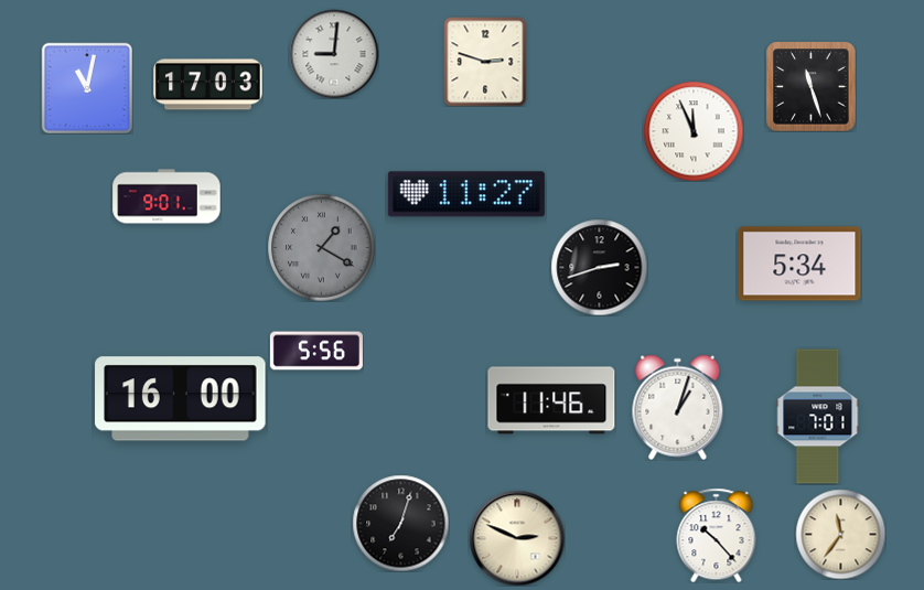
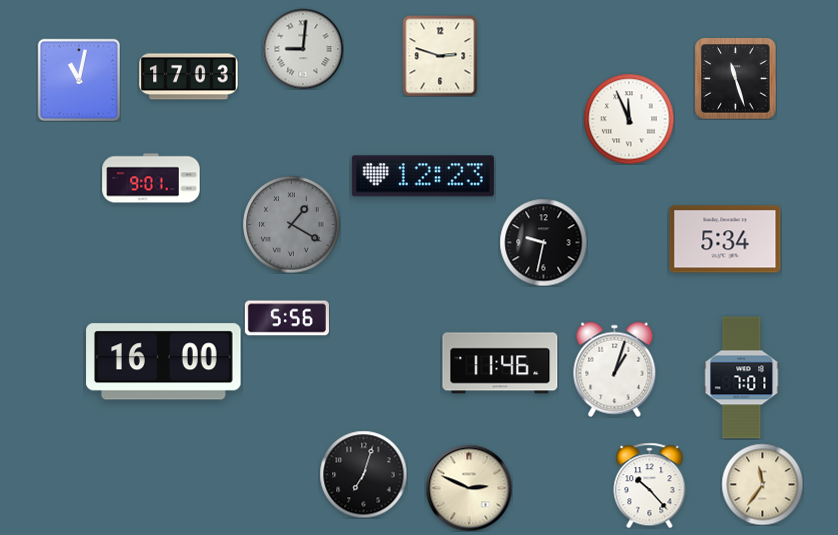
clock at (466, 194): 11:27 -> 12:23
clock at (599, 267): 2:42 -> 9:32
